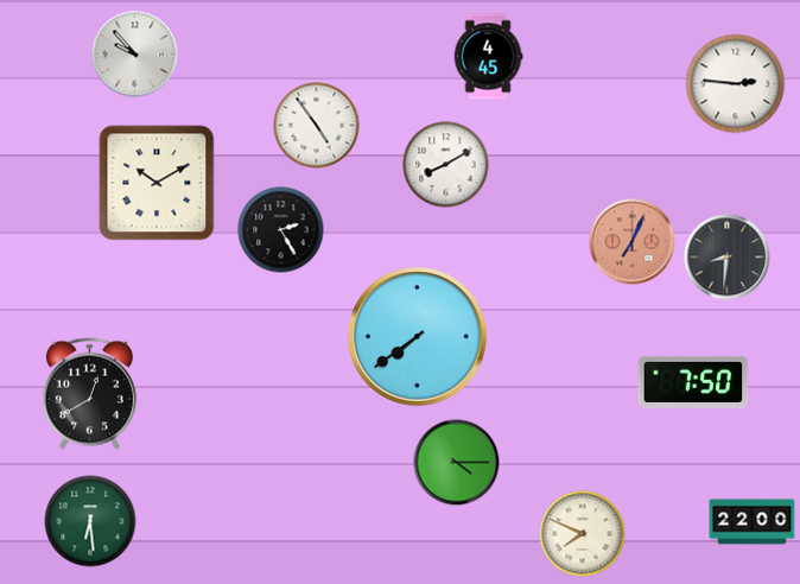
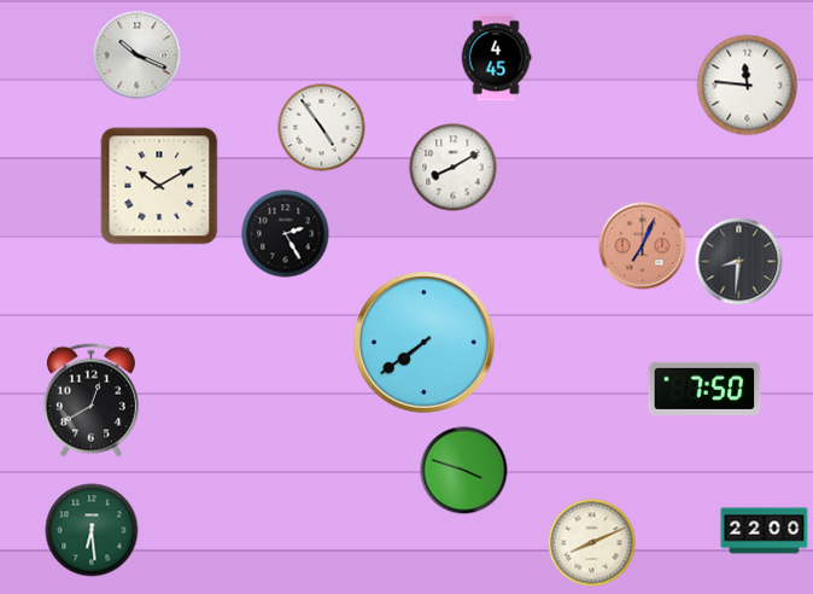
clock at (135, 55): 9:53 -> 10:19
clock at (736, 84): 2:46 -> 11:46
clock at (457, 463): 4:15 -> 3:48
clock at (583, 534): 7:49 -> 8:11
